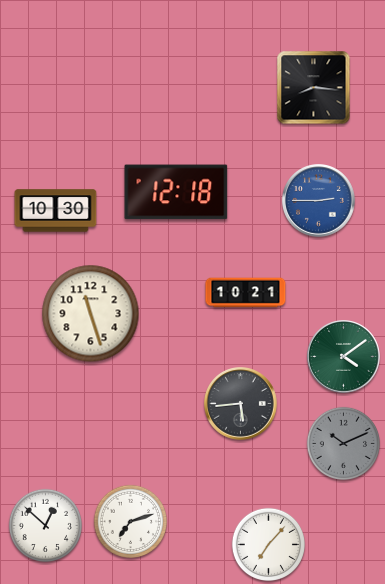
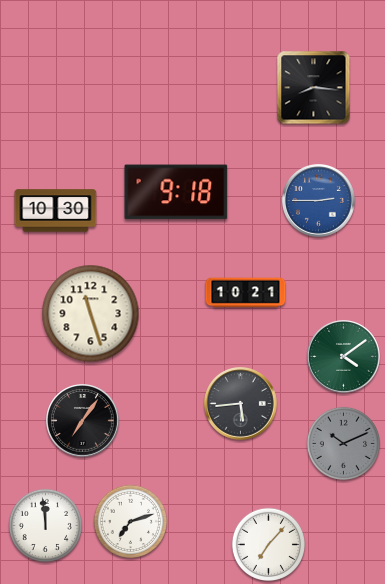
clock at (176, 192): 12:18 -> 9:18
clock at (83, 421): none -> 7:06
clock at (45, 525): 12:52 -> 11:59
